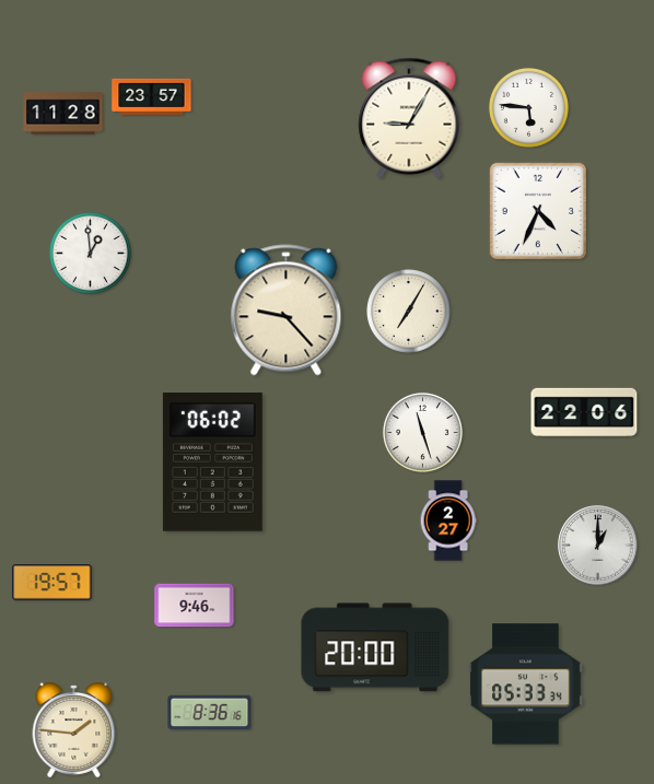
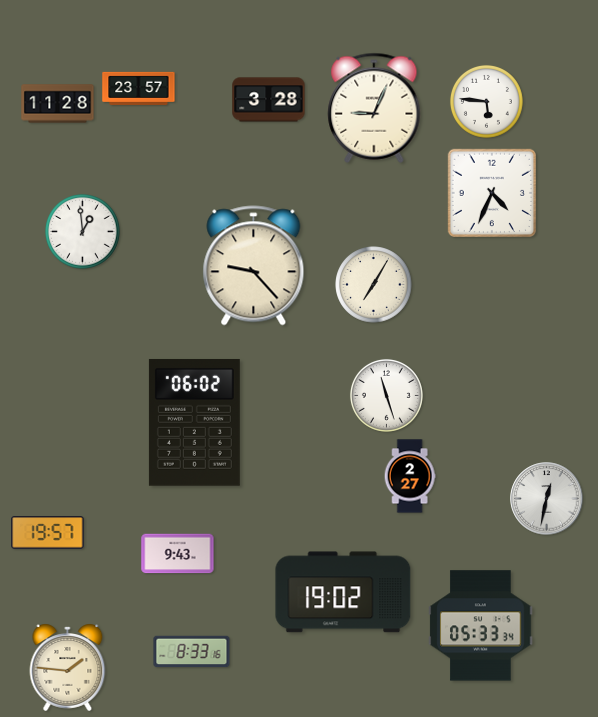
clock at (528, 107) position: (528, 107) -> (486, 101)
clock at (269, 100): none -> 3:28
clock at (409, 118): 9:05 -> 9:04
clock at (287, 311) position: (287, 311) -> (254, 266)
clock at (584, 411): 22:06 -> none
clock at (598, 546): 1:00 -> 12:32
clock at (195, 606): 9:46 -> 9:43
clock at (375, 647): 20:00 -> 19:02
clock at (210, 713): 8:36 -> 8:33
